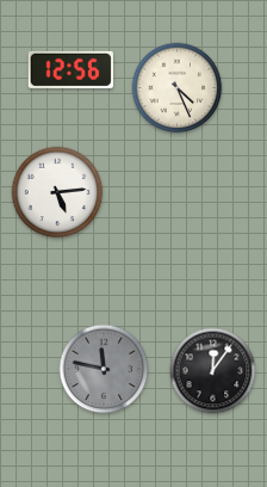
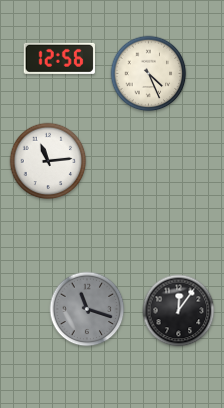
clock at (57, 192): 5:14 -> 11:14
clock at (104, 369): 11:47 -> 11:18
